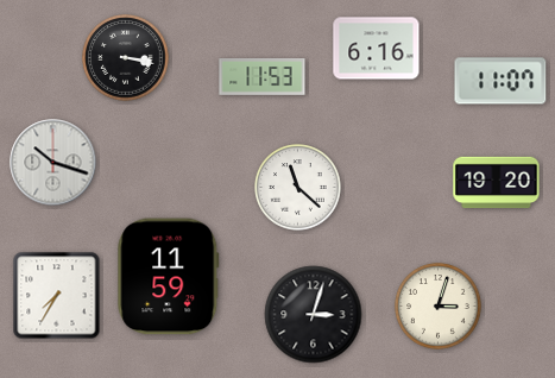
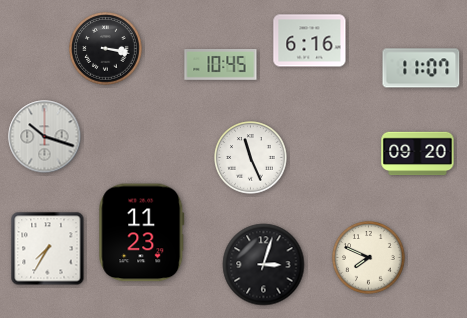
clock at (377, 49) position: (377, 49) -> (310, 41)
clock at (263, 77): 11:53 -> 10:45
clock at (497, 183): 19:20 -> 09:20
clock at (298, 188): 11:22 -> 11:26
clock at (169, 277): 11:59 -> 11:23
clock at (439, 307): 3:03 -> 7:49
